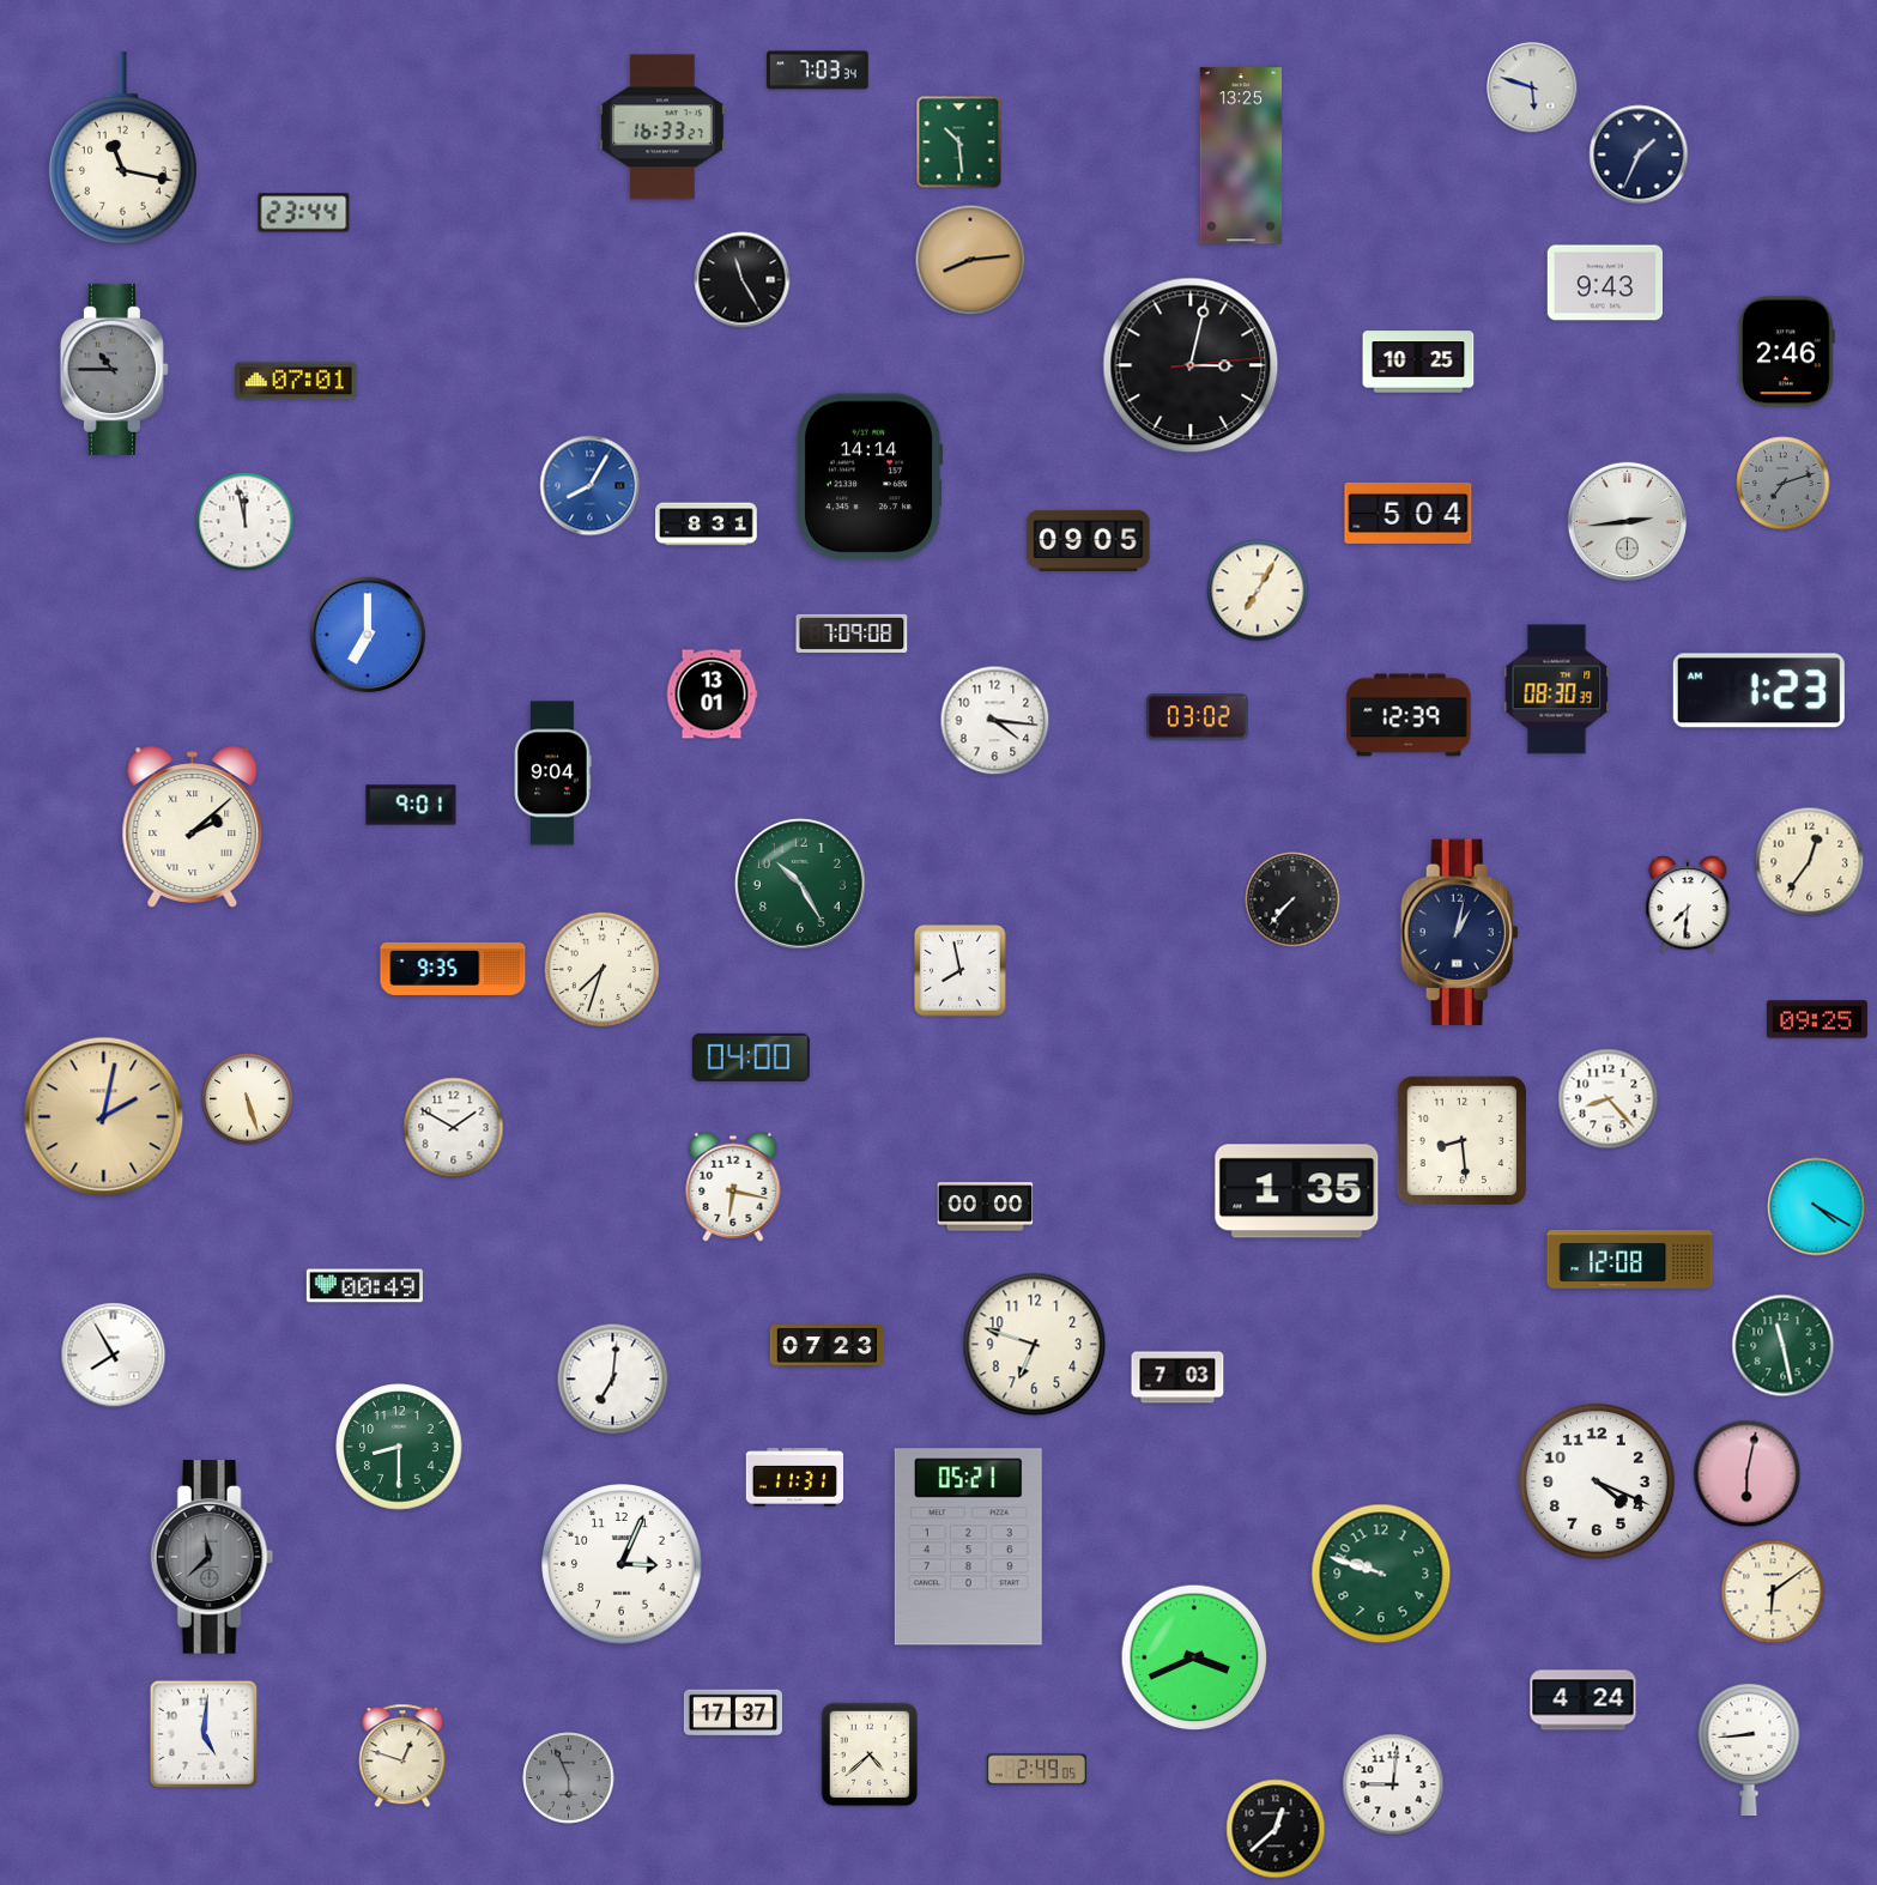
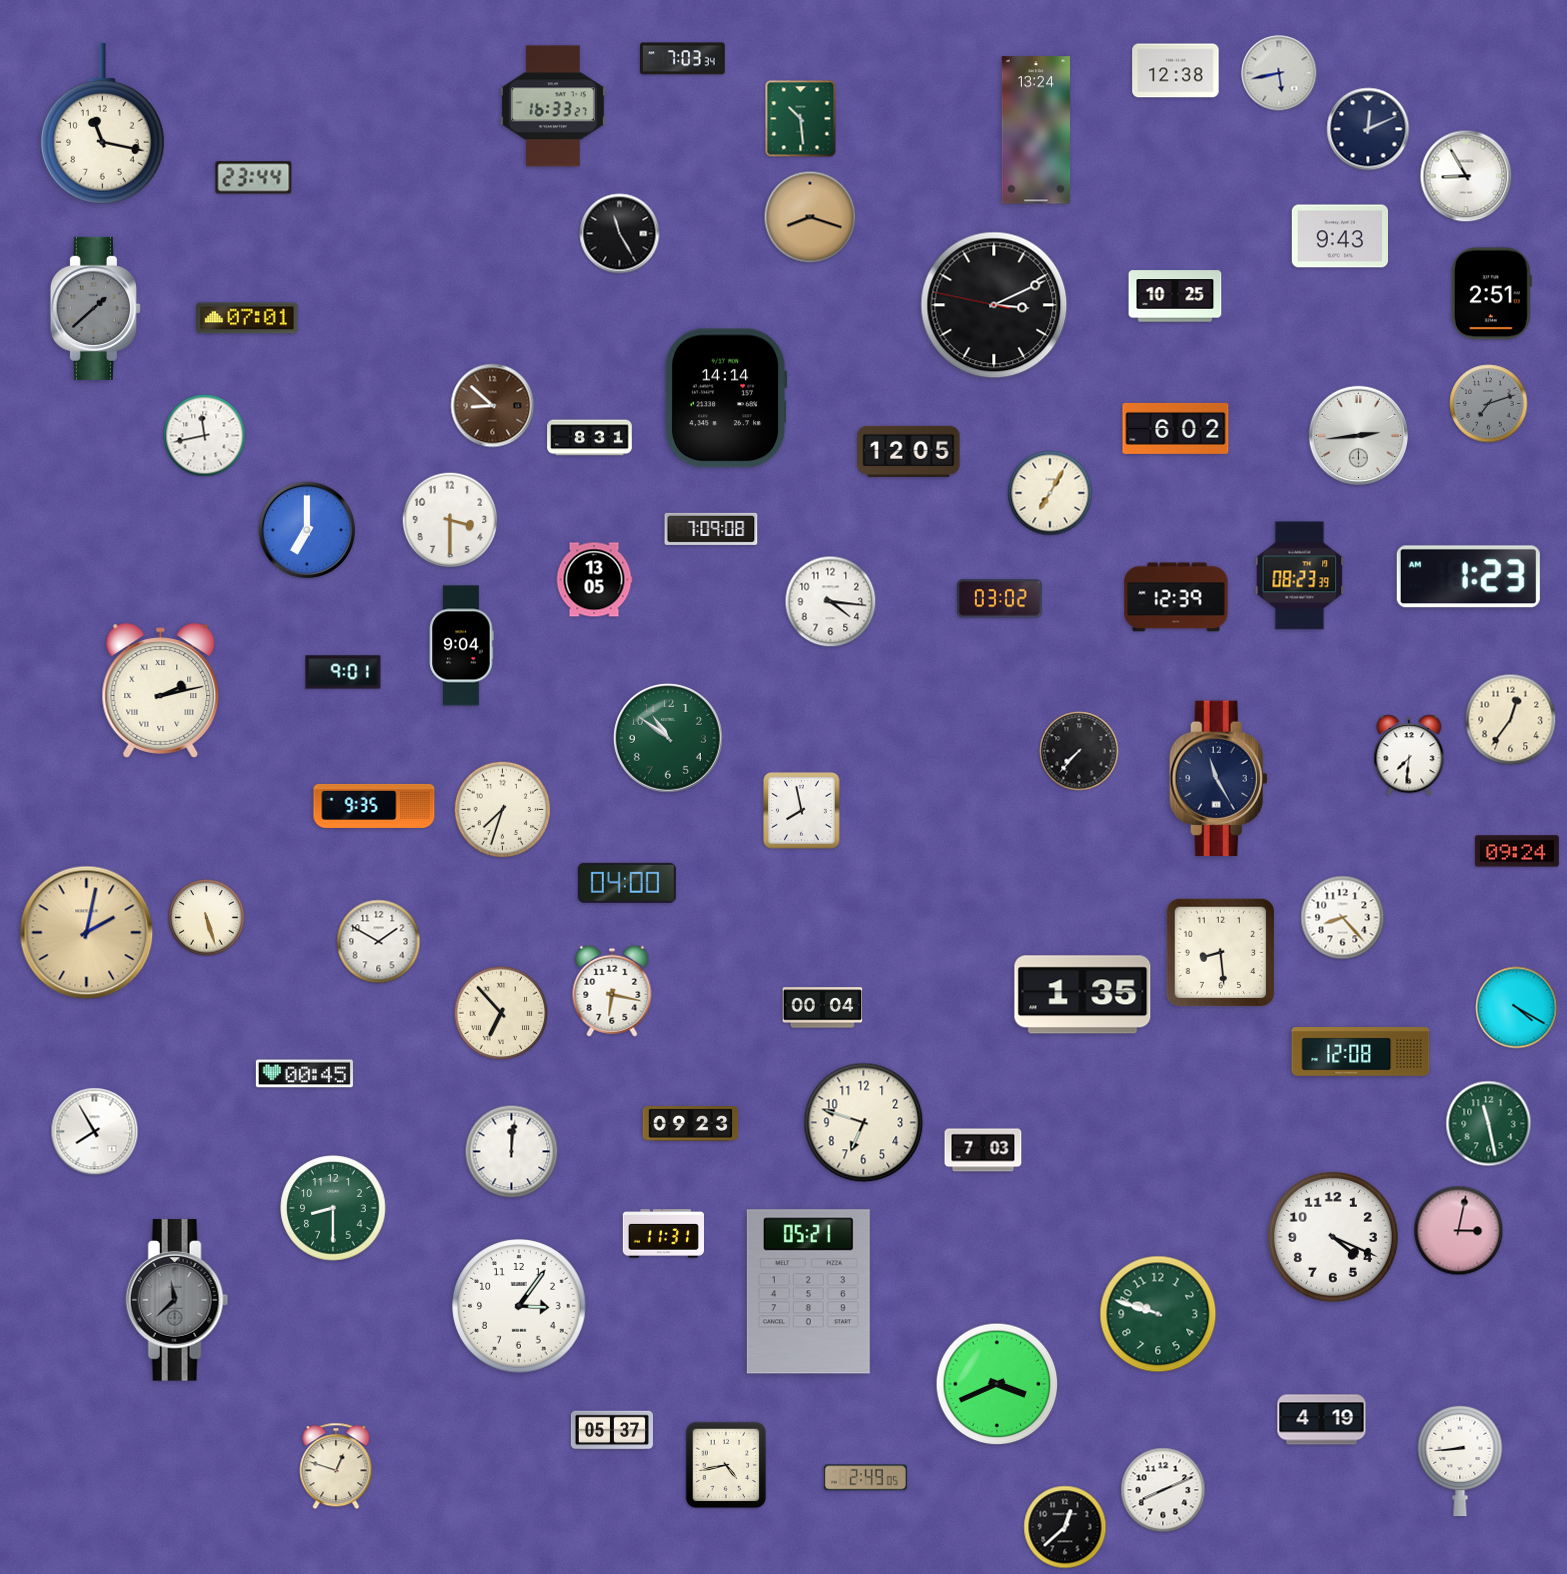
clock at (1176, 71): none -> 12:38
clock at (1532, 87): 5:48 -> 5:43
clock at (1639, 154): 1:34 -> 12:11
clock at (1241, 156): 13:25 -> 13:24
clock at (1466, 176): none -> 8:55
clock at (970, 260): 8:14 -> 8:18
clock at (1786, 352): 2:46 -> 2:51
clock at (1418, 362) position: (1418, 362) -> (1175, 296)
clock at (1191, 365): 3:02 -> 3:10
clock at (114, 369): 10:45 -> 1:38
clock at (591, 486): 8:05 -> 8:52
clock at (591, 486) dial: blue -> brown
clock at (1409, 513): 5:04 -> 6:02
clock at (246, 522): 11:58 -> 11:43
clock at (1089, 540): 09:05 -> 12:05
clock at (450, 520): none -> 3:30
clock at (1557, 690): 08:30 -> 08:23
clock at (712, 695): 13:01 -> 13:05
clock at (193, 828): 2:08 -> 2:13
clock at (800, 884): 10:25 -> 10:51
clock at (1459, 933): 1:02 -> 11:25
clock at (453, 969) position: (453, 969) -> (374, 806)
clock at (1817, 1019): 09:25 -> 09:24
clock at (986, 1207): 00:00 -> 00:04
clock at (501, 1013): none -> 6:53
clock at (364, 1286): 00:49 -> 00:45
clock at (828, 1346): 07:23 -> 09:23
clock at (613, 1380): 7:01 -> 12:01
clock at (1748, 1474): 6:02 -> 3:02
clock at (622, 1564): 3:04 -> 3:06
clock at (1381, 1574) position: (1381, 1574) -> (1158, 1314)
clock at (1773, 1592): 6:09 -> none
clock at (1584, 1701): 4:24 -> 4:19
clock at (733, 1713): 17:37 -> 05:37
clock at (204, 1734): 5:01 -> none
clock at (870, 1754): 4:38 -> 4:43
clock at (569, 1778): 5:56 -> none
clock at (1393, 1784): 9:01 -> 8:11
